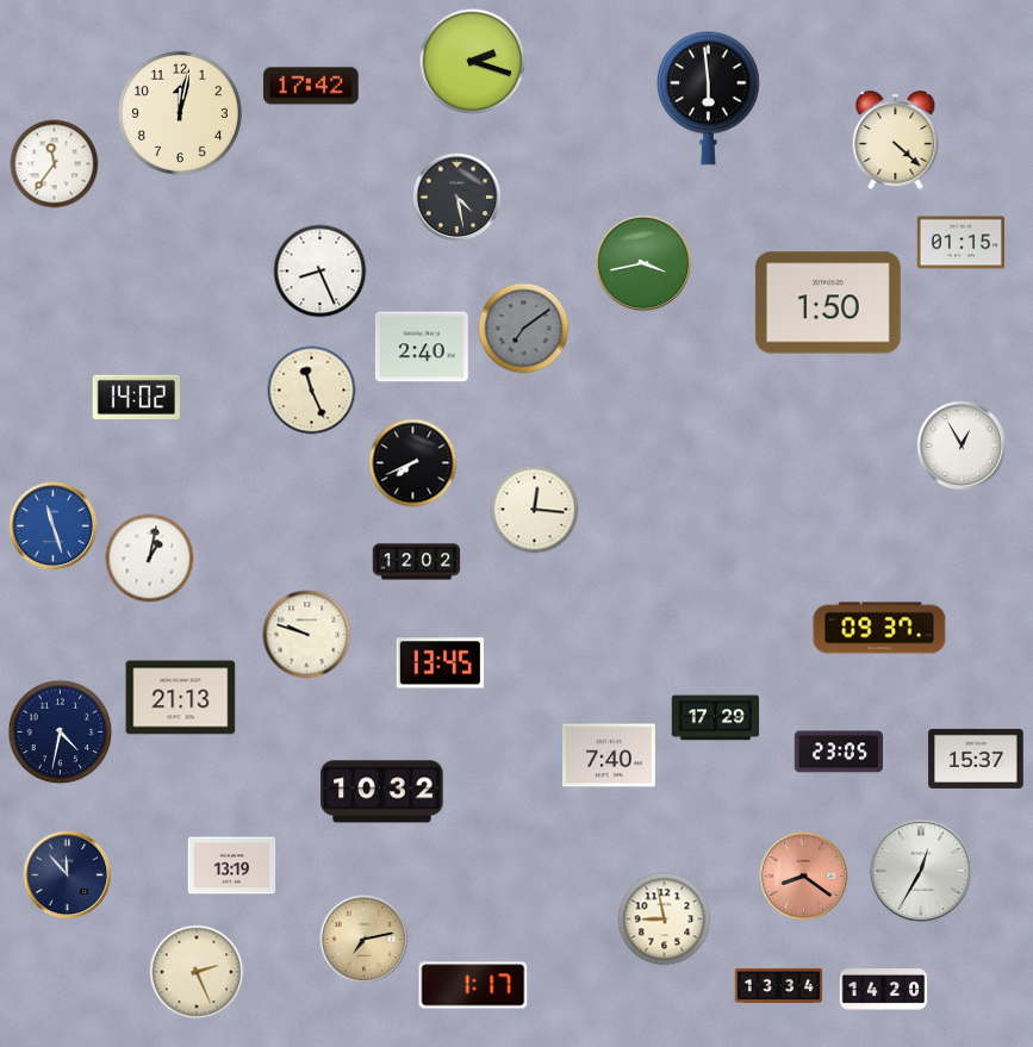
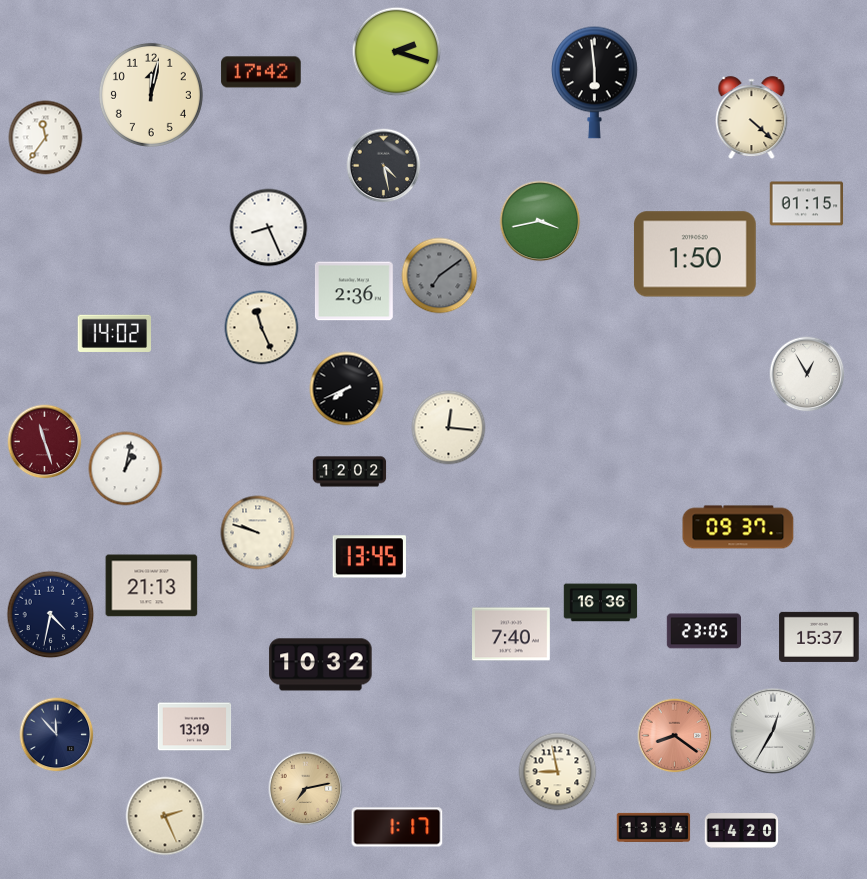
clock at (422, 347): 2:40 -> 2:36
clock at (54, 526) dial: blue -> burgundy
clock at (716, 718): 17:29 -> 16:36
